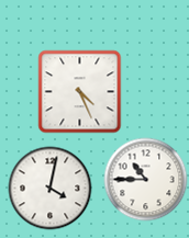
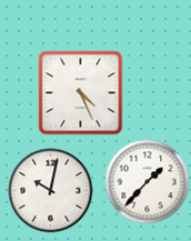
clock at (146, 180): 10:45 -> 1:37
clock at (51, 189): 4:02 -> 10:02
